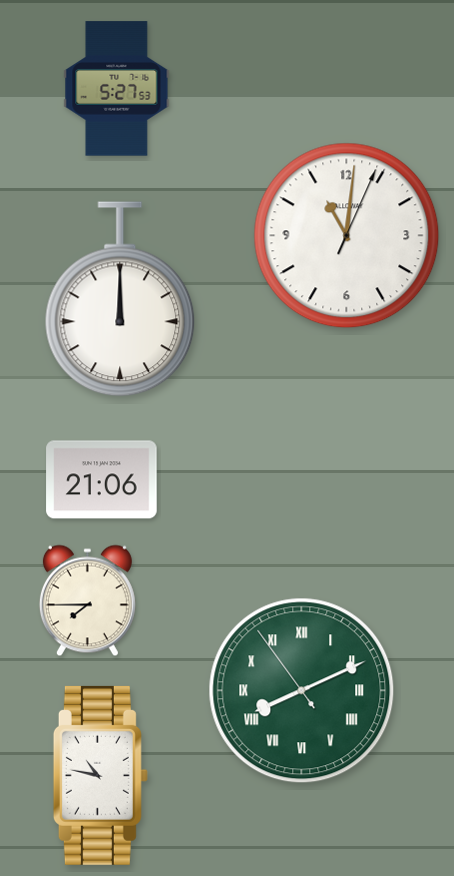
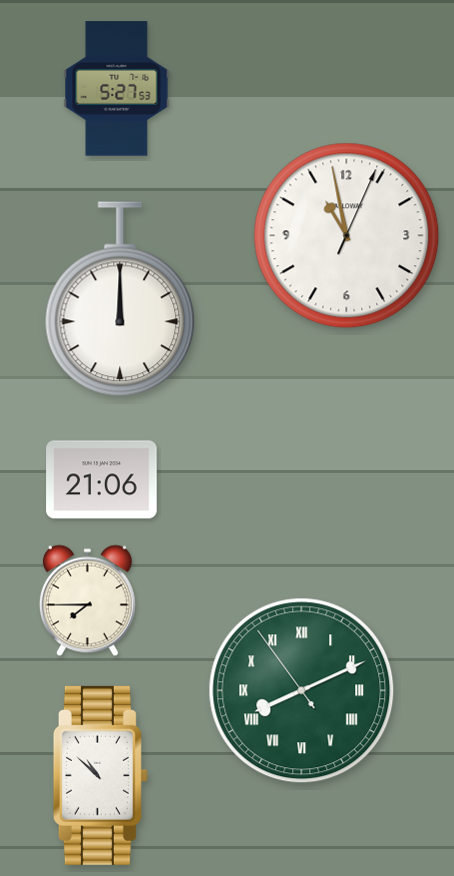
clock at (347, 236): 11:01 -> 10:58
clock at (100, 775): 10:47 -> 10:52
